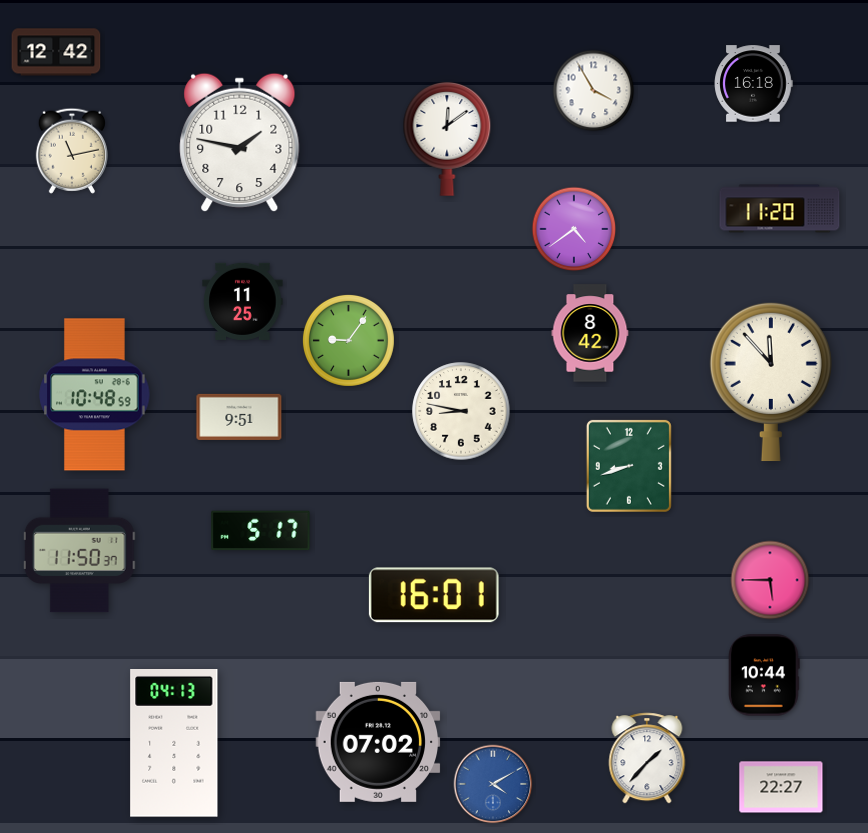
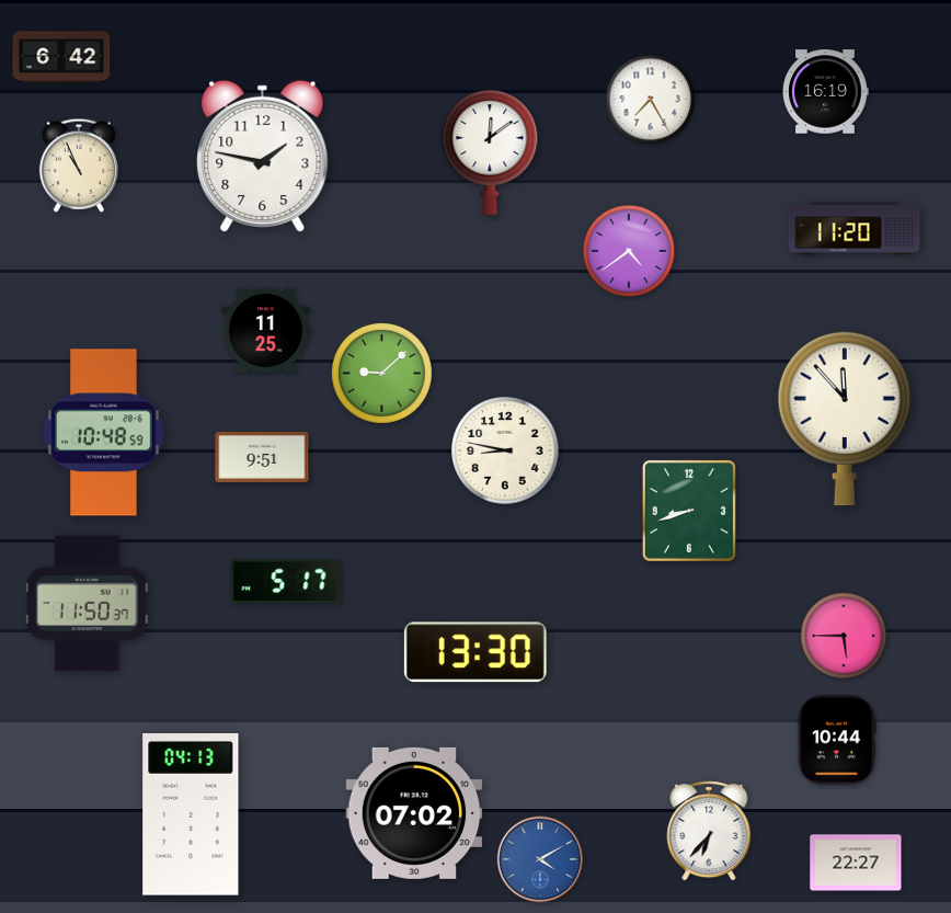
clock at (56, 52): 12:42 -> 6:42
clock at (753, 84): 16:18 -> 16:19
clock at (594, 91): 3:55 -> 7:25
clock at (71, 151): 11:13 -> 10:56
clock at (590, 333): 8:42 -> none
clock at (348, 340): 9:06 -> 9:08
clock at (434, 595): 16:01 -> 13:30
clock at (647, 758): 1:37 -> 6:37
